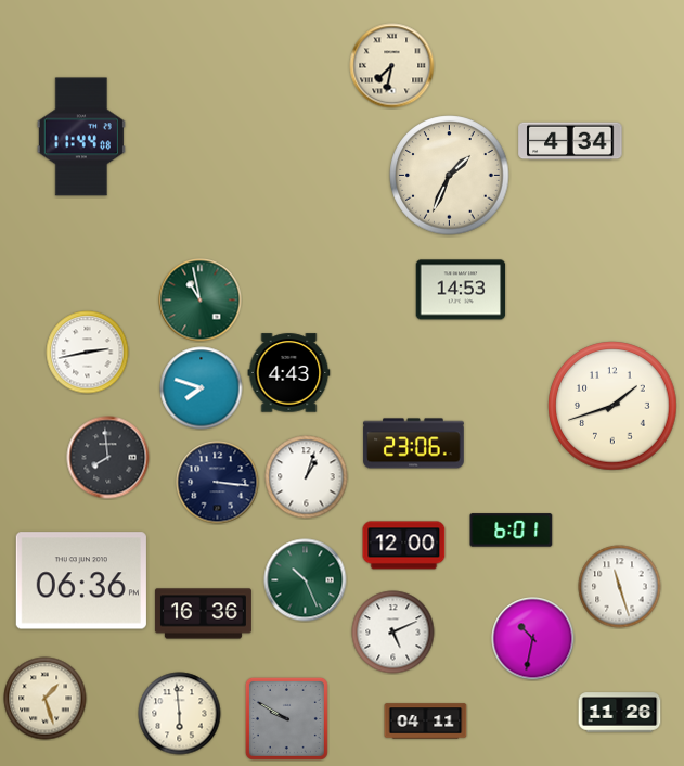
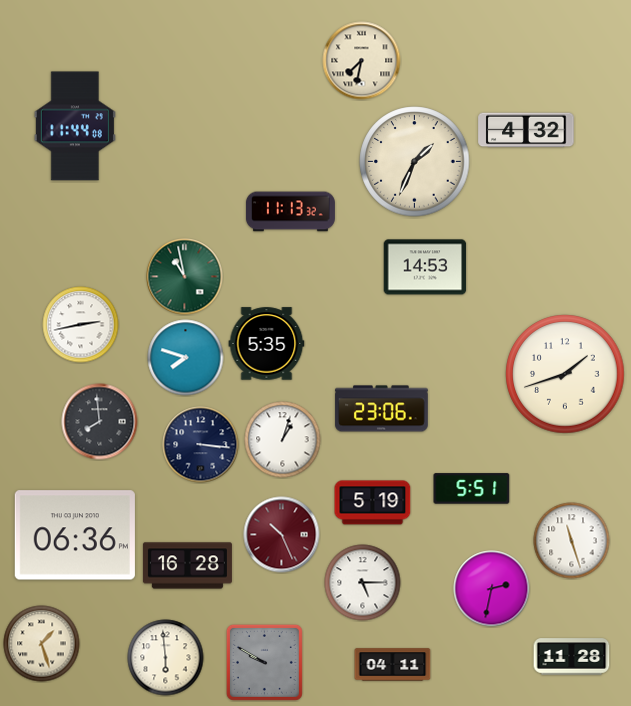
clock at (570, 141): 4:34 -> 4:32
clock at (290, 212): none -> 11:13
clock at (289, 373): 4:43 -> 5:35
clock at (512, 531): 6:01 -> 5:51
clock at (404, 546): 12:00 -> 5:19
clock at (306, 580) dial: green -> burgundy
clock at (203, 614): 16:36 -> 16:28
clock at (393, 633): 5:11 -> 5:15
clock at (533, 639): 10:32 -> 2:32
clock at (620, 713): 11:26 -> 11:28
